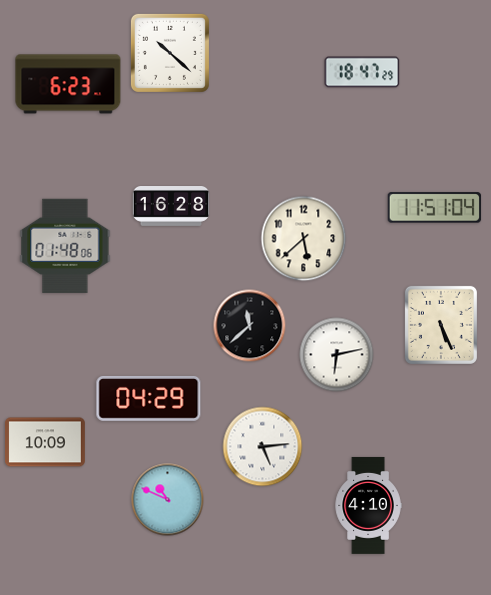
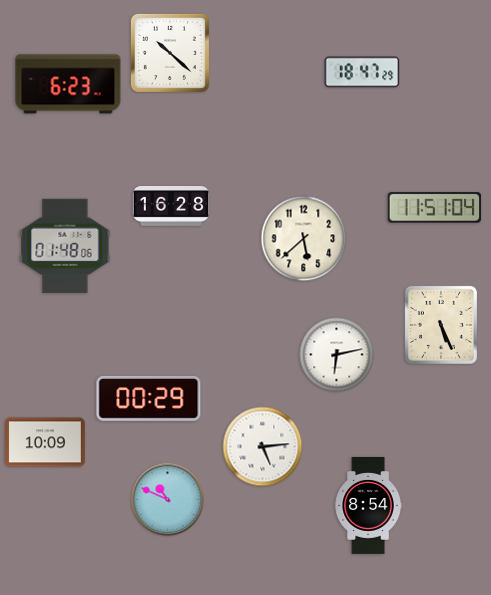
clock at (250, 326): 11:38 -> none
clock at (149, 398): 04:29 -> 00:29
clock at (368, 505): 4:10 -> 8:54
